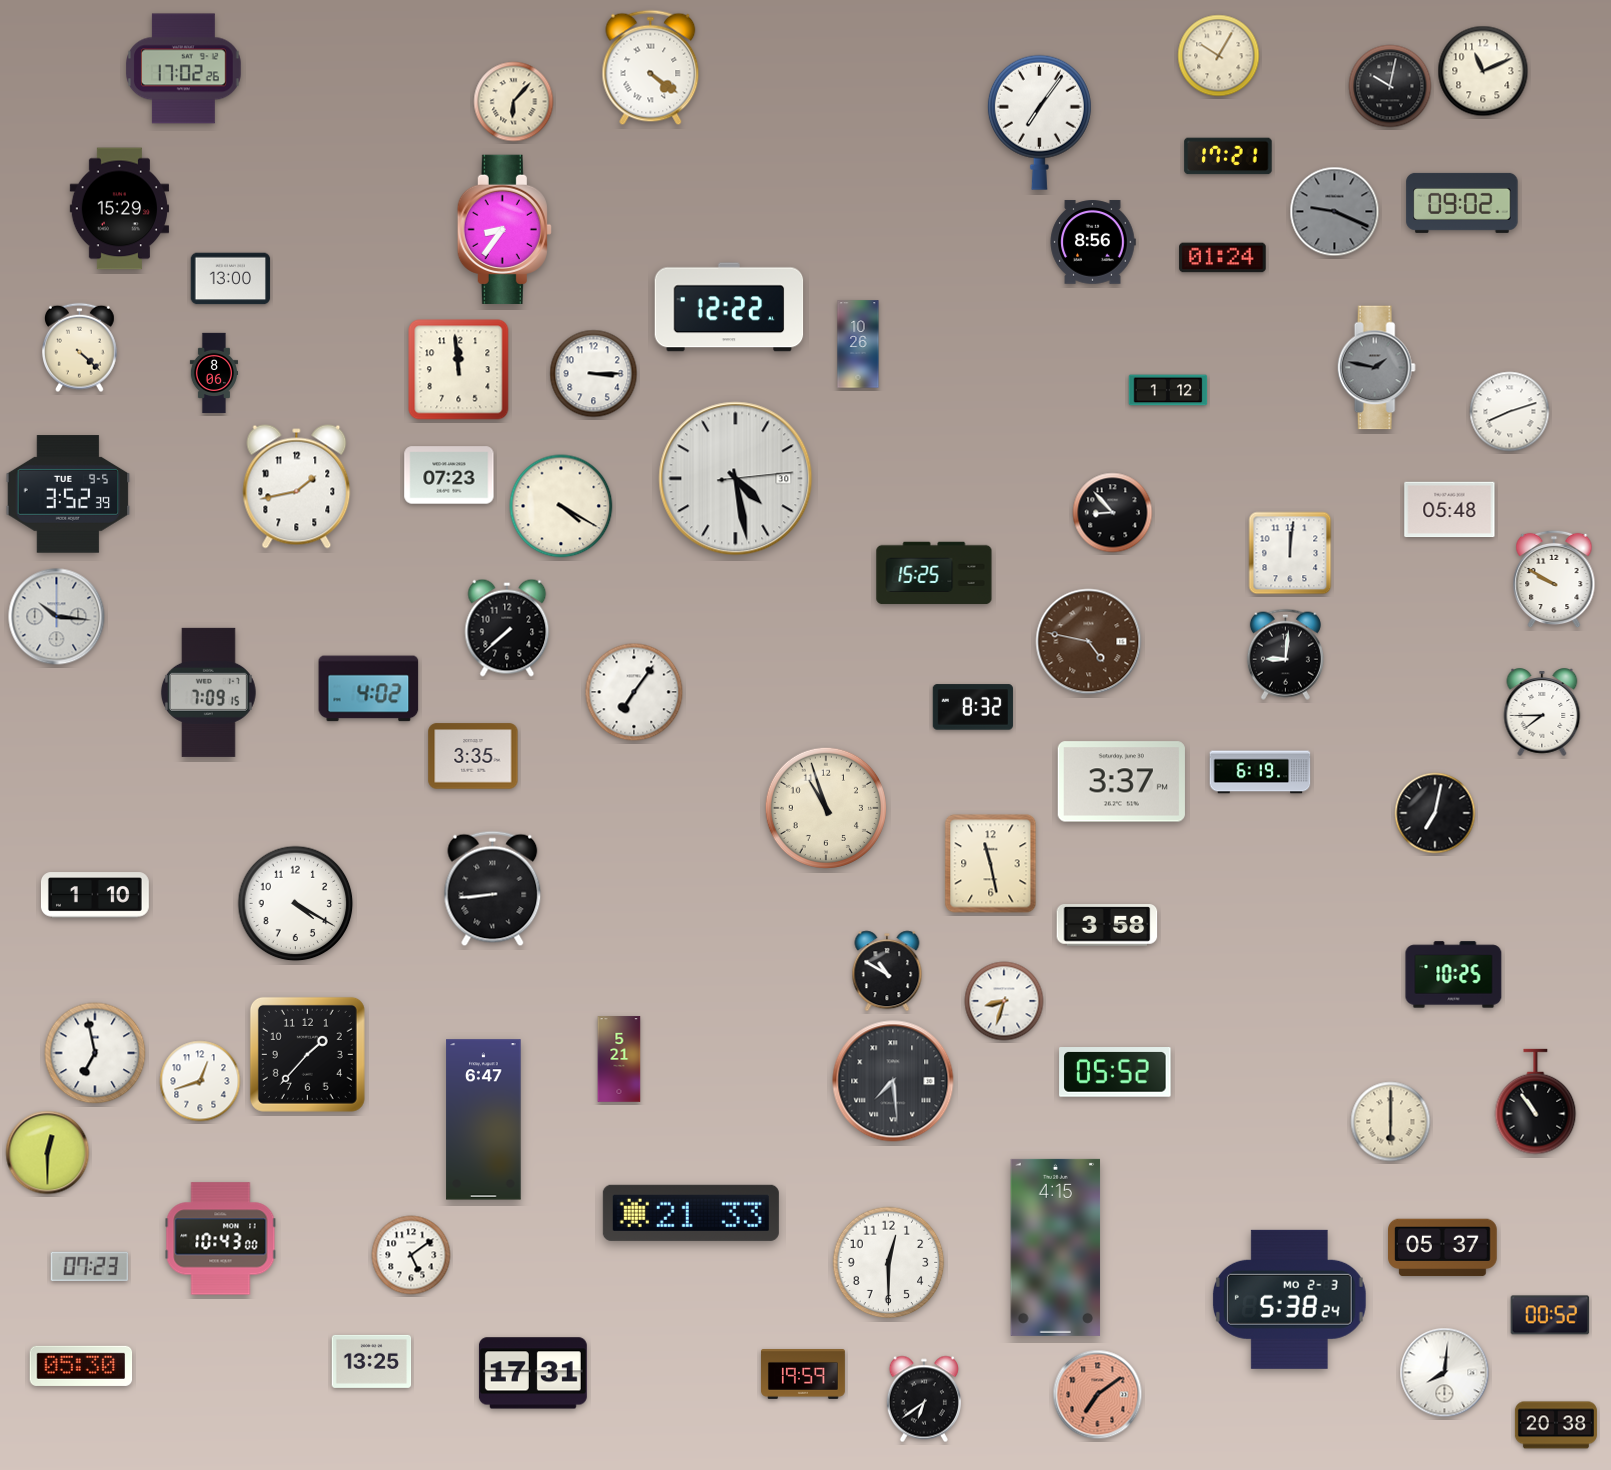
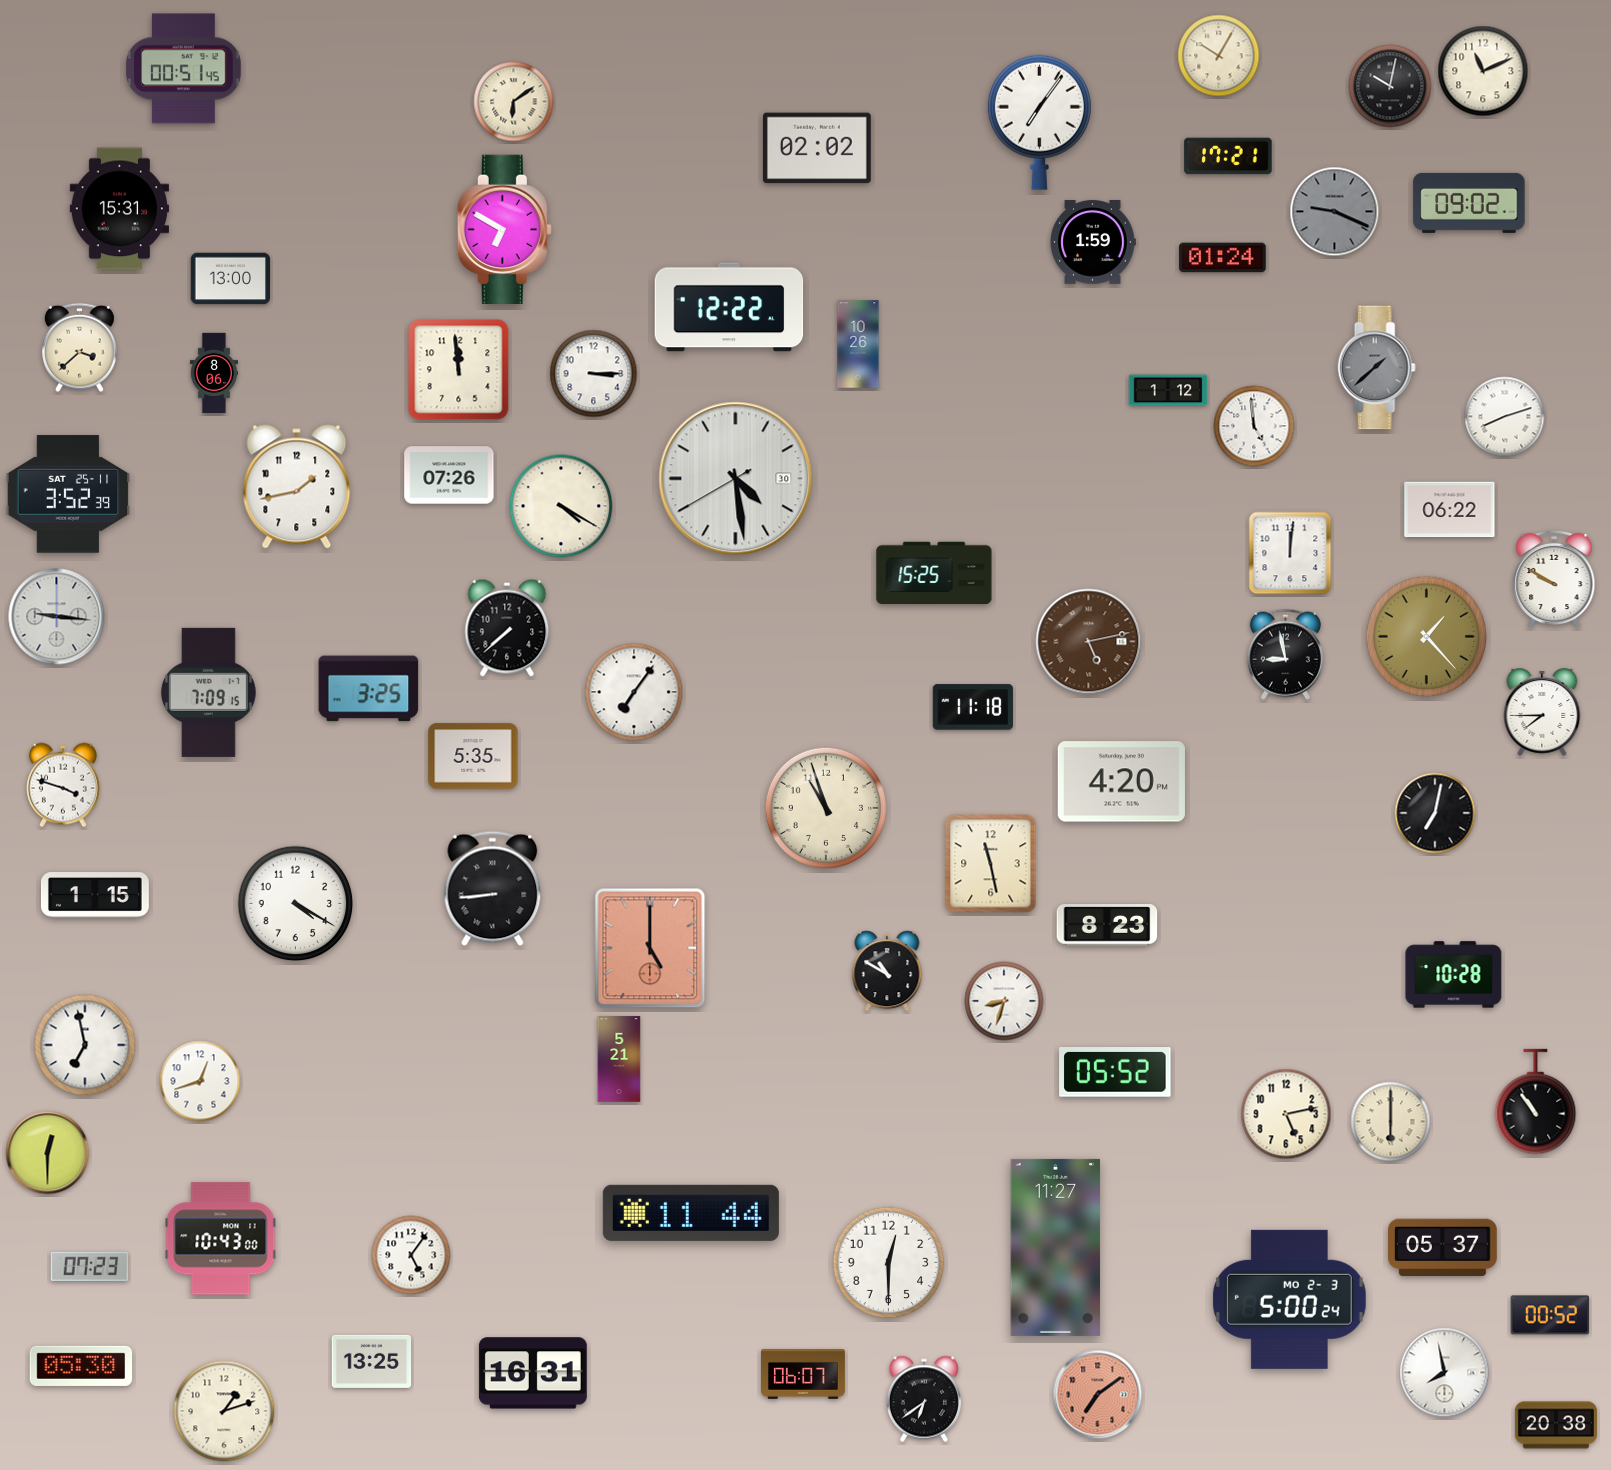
clock at (651, 68): 4:21 -> none
clock at (184, 69): 17:02 -> 00:51
clock at (514, 102): 6:07 -> 6:09
clock at (817, 148): none -> 02:02
clock at (1462, 203) position: (1462, 203) -> (1469, 203)
clock at (119, 209): 15:29 -> 15:31
clock at (504, 229): 8:36 -> 6:50
clock at (1093, 242): 8:56 -> 1:59
clock at (80, 348): 4:22 -> 3:38
clock at (1376, 368): 1:47 -> 1:38
clock at (1510, 412) position: (1510, 412) -> (1505, 417)
clock at (1254, 426): none -> 4:59
clock at (449, 475): 07:23 -> 07:26
clock at (736, 479): 4:28:14 -> 4:28:40
clock at (68, 494) date: TUE 9-5 -> SAT 25-11
clock at (1450, 510): 05:48 -> 06:22
clock at (1113, 513): 8:53 -> none
clock at (57, 617): 10:16 -> 9:16
clock at (1426, 636): none -> 1:23
clock at (1089, 642): 4:47 -> 5:13
clock at (1285, 654): 9:01 -> 8:58
clock at (369, 689): 4:02 -> 3:25
clock at (973, 707): 8:32 -> 11:18
clock at (473, 756): 3:35 -> 5:35
clock at (1260, 772): 6:19 -> none
clock at (1121, 782): 3:37 -> 4:20
clock at (63, 785): none -> 3:48
clock at (95, 895): 1:10 -> 1:15
clock at (1107, 925): 3:58 -> 8:23
clock at (650, 948): none -> 5:00
clock at (1454, 975): 10:25 -> 10:28
clock at (95, 1053) position: (95, 1053) -> (85, 1045)
clock at (307, 1054): 1:37 -> none
clock at (893, 1081): 7:29 -> none
clock at (1286, 1114): none -> 5:13
clock at (484, 1120): 6:47 -> none
clock at (691, 1213): 21:33 -> 11:44
clock at (1056, 1247): 4:15 -> 11:27
clock at (411, 1255): 5:09 -> 5:06
clock at (1289, 1299): 5:38 -> 5:00
clock at (533, 1373): 17:31 -> 16:31
clock at (1445, 1373): 8:01 -> 7:58
clock at (804, 1375): 19:59 -> 06:07
clock at (224, 1411): none -> 1:12
